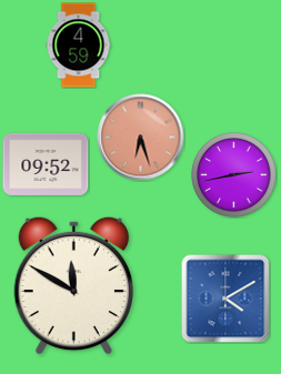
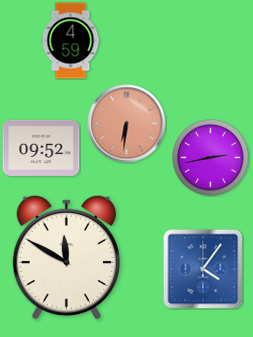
clock at (141, 138): 6:27 -> 6:31
clock at (225, 299): 4:10 -> 4:06
